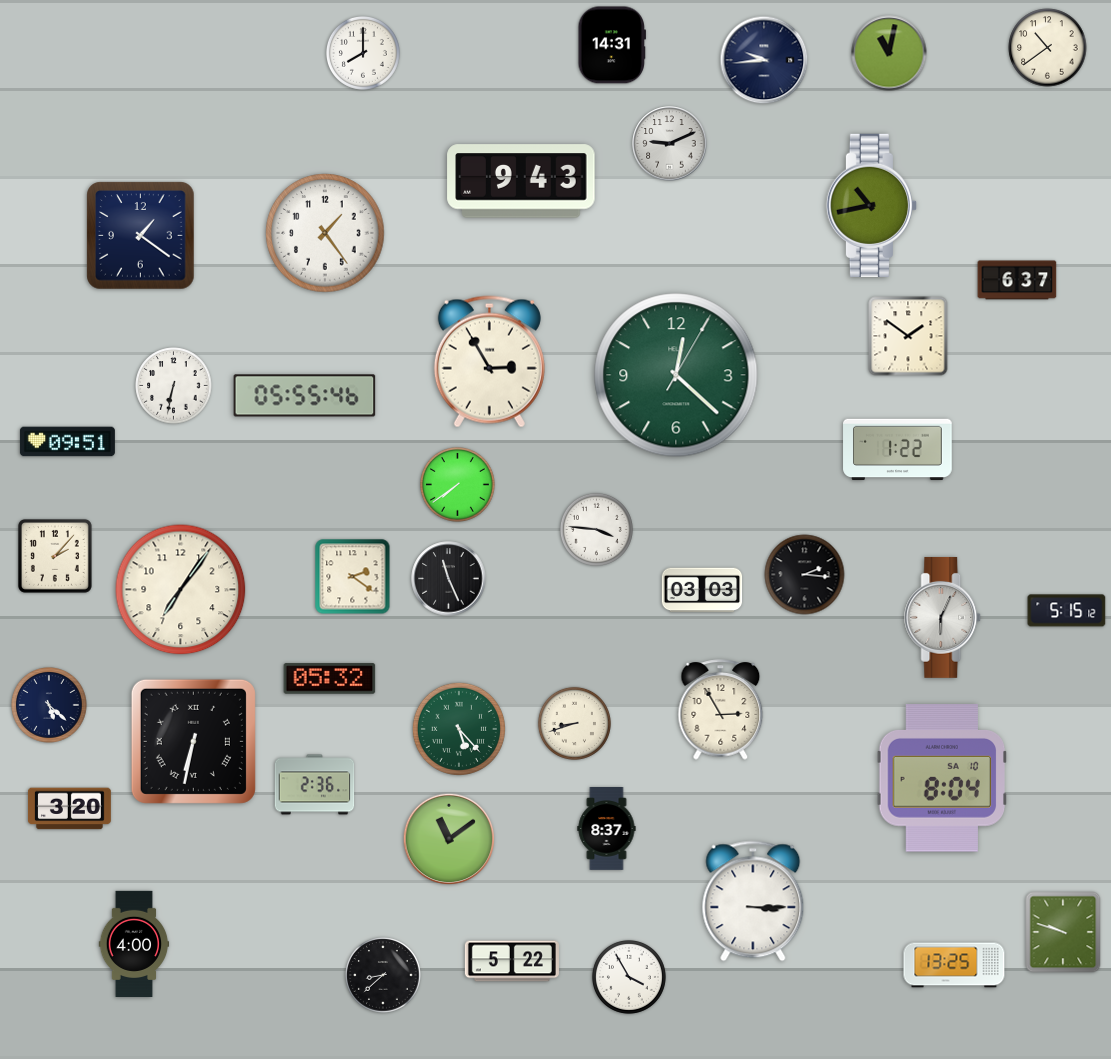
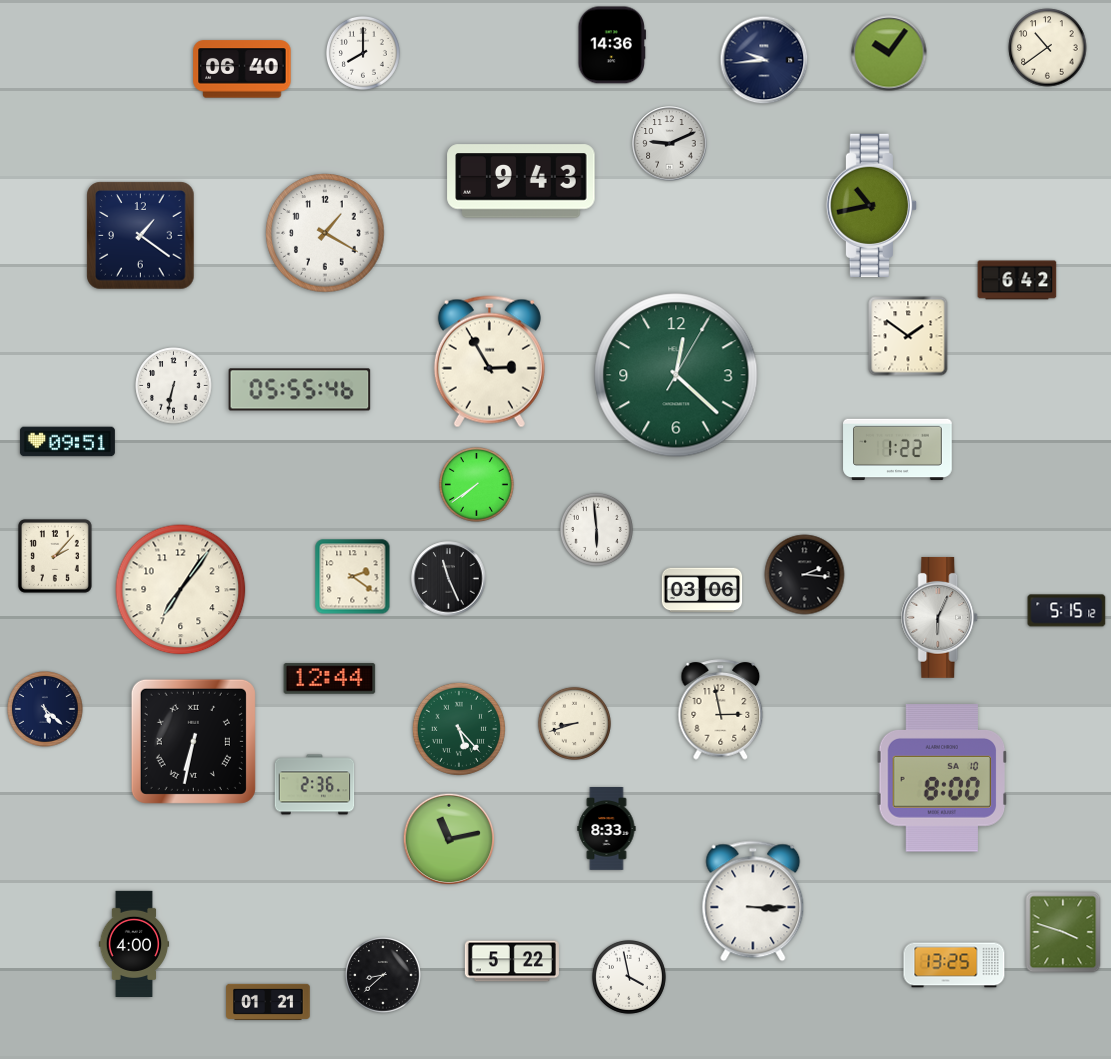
clock at (611, 45): 14:31 -> 14:36
clock at (889, 53): 11:02 -> 10:06
clock at (242, 69): none -> 06:40
clock at (325, 233): 1:24 -> 1:20
clock at (1017, 280): 6:37 -> 6:42
clock at (305, 396) position: (305, 396) -> (300, 390)
clock at (458, 485) position: (458, 485) -> (477, 485)
clock at (596, 529): 3:46 -> 5:59
clock at (702, 590): 03:03 -> 03:06
clock at (943, 617) position: (943, 617) -> (940, 617)
clock at (330, 679): 05:32 -> 12:44
clock at (49, 705) position: (49, 705) -> (45, 709)
clock at (721, 710): 2:55 -> 2:58
clock at (942, 778): 8:04 -> 8:00
clock at (70, 809): 3:20 -> none
clock at (607, 829): 8:37 -> 8:33
clock at (449, 839): 11:09 -> 11:13
clock at (1063, 932): 9:48 -> 3:48
clock at (629, 977): 3:55 -> 3:58
clock at (268, 1002): none -> 01:21
